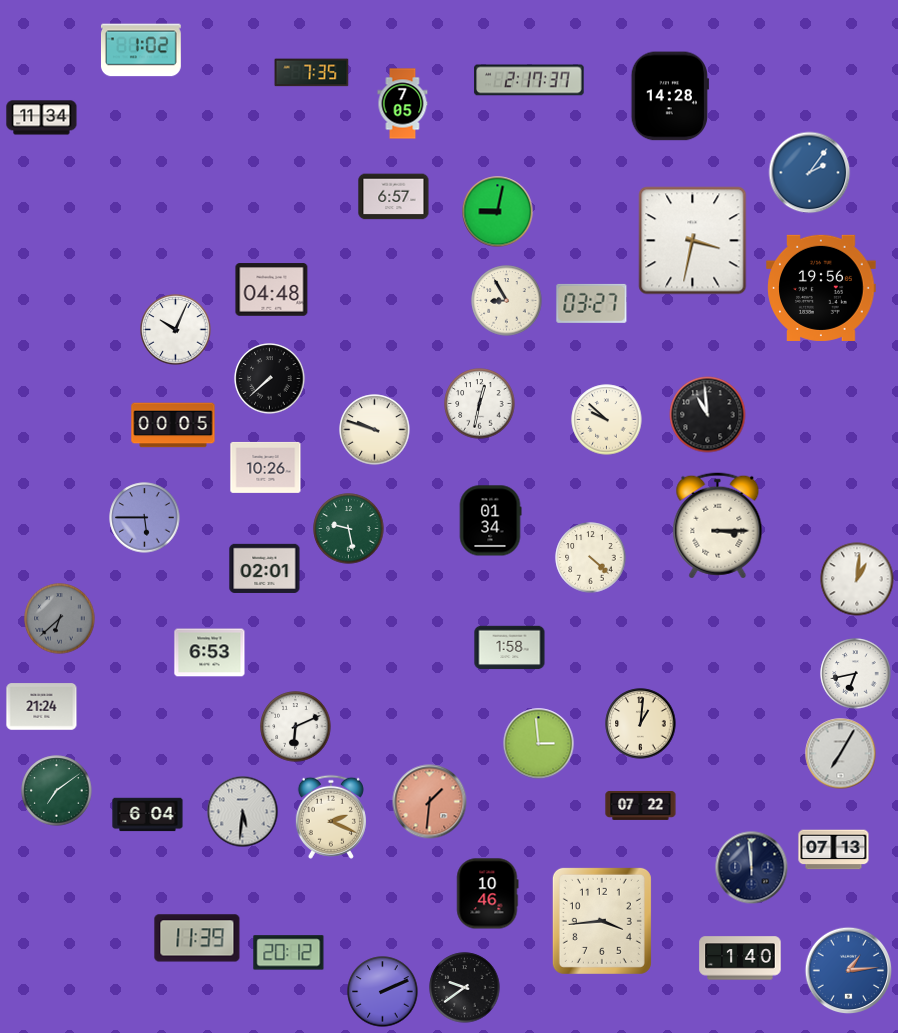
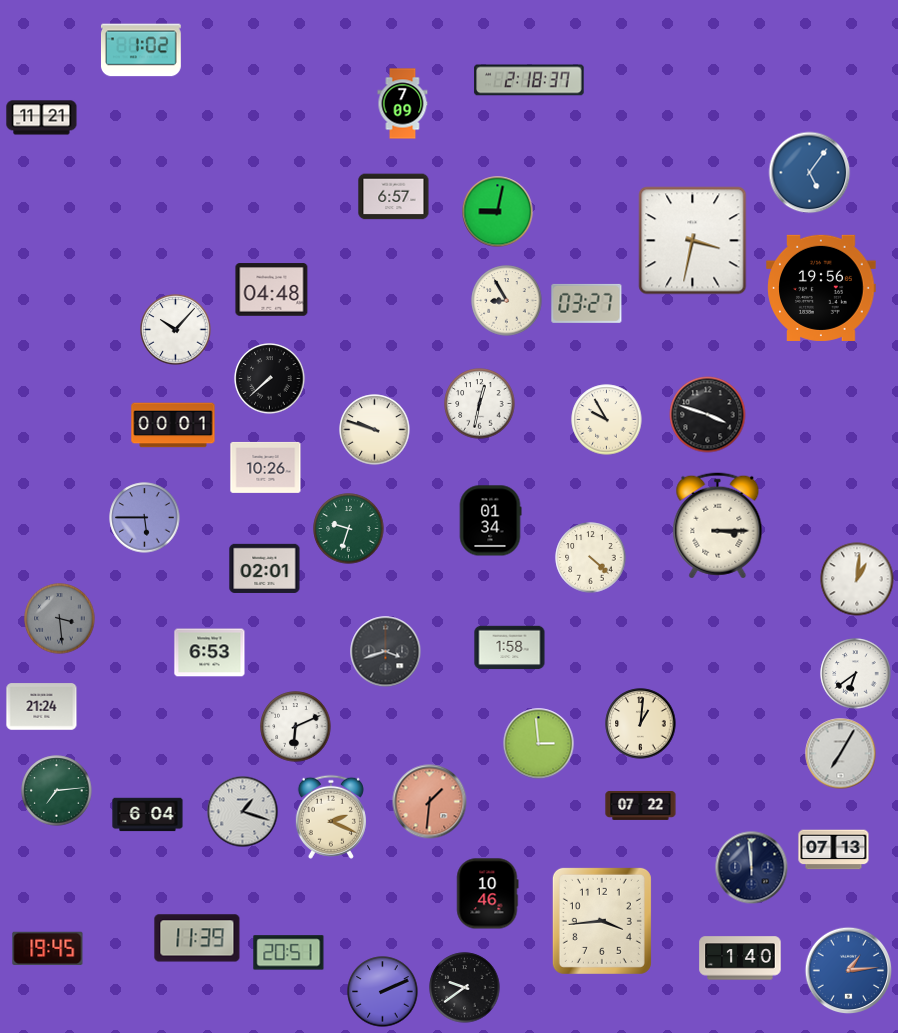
clock at (312, 73): 7:35 -> none
clock at (529, 80): 2:17 -> 2:18
clock at (670, 96): 14:28 -> none
clock at (403, 104): 7:05 -> 7:09
clock at (42, 118): 11:34 -> 11:21
clock at (810, 173): 2:06 -> 5:06
clock at (592, 303) position: (592, 303) -> (587, 303)
clock at (176, 330): 10:04 -> 10:07
clock at (708, 415): 10:59 -> 3:48
clock at (607, 420): 9:52 -> 9:55
clock at (173, 425): 00:05 -> 00:01
clock at (349, 529): 9:28 -> 9:33
clock at (60, 619): 6:38 -> 3:29
clock at (386, 652): none -> 3:42
clock at (856, 674): 6:43 -> 6:39
clock at (57, 791): 7:09 -> 7:14
clock at (243, 812): 5:31 -> 1:18
clock at (48, 948): none -> 19:45
clock at (289, 953): 20:12 -> 20:51
